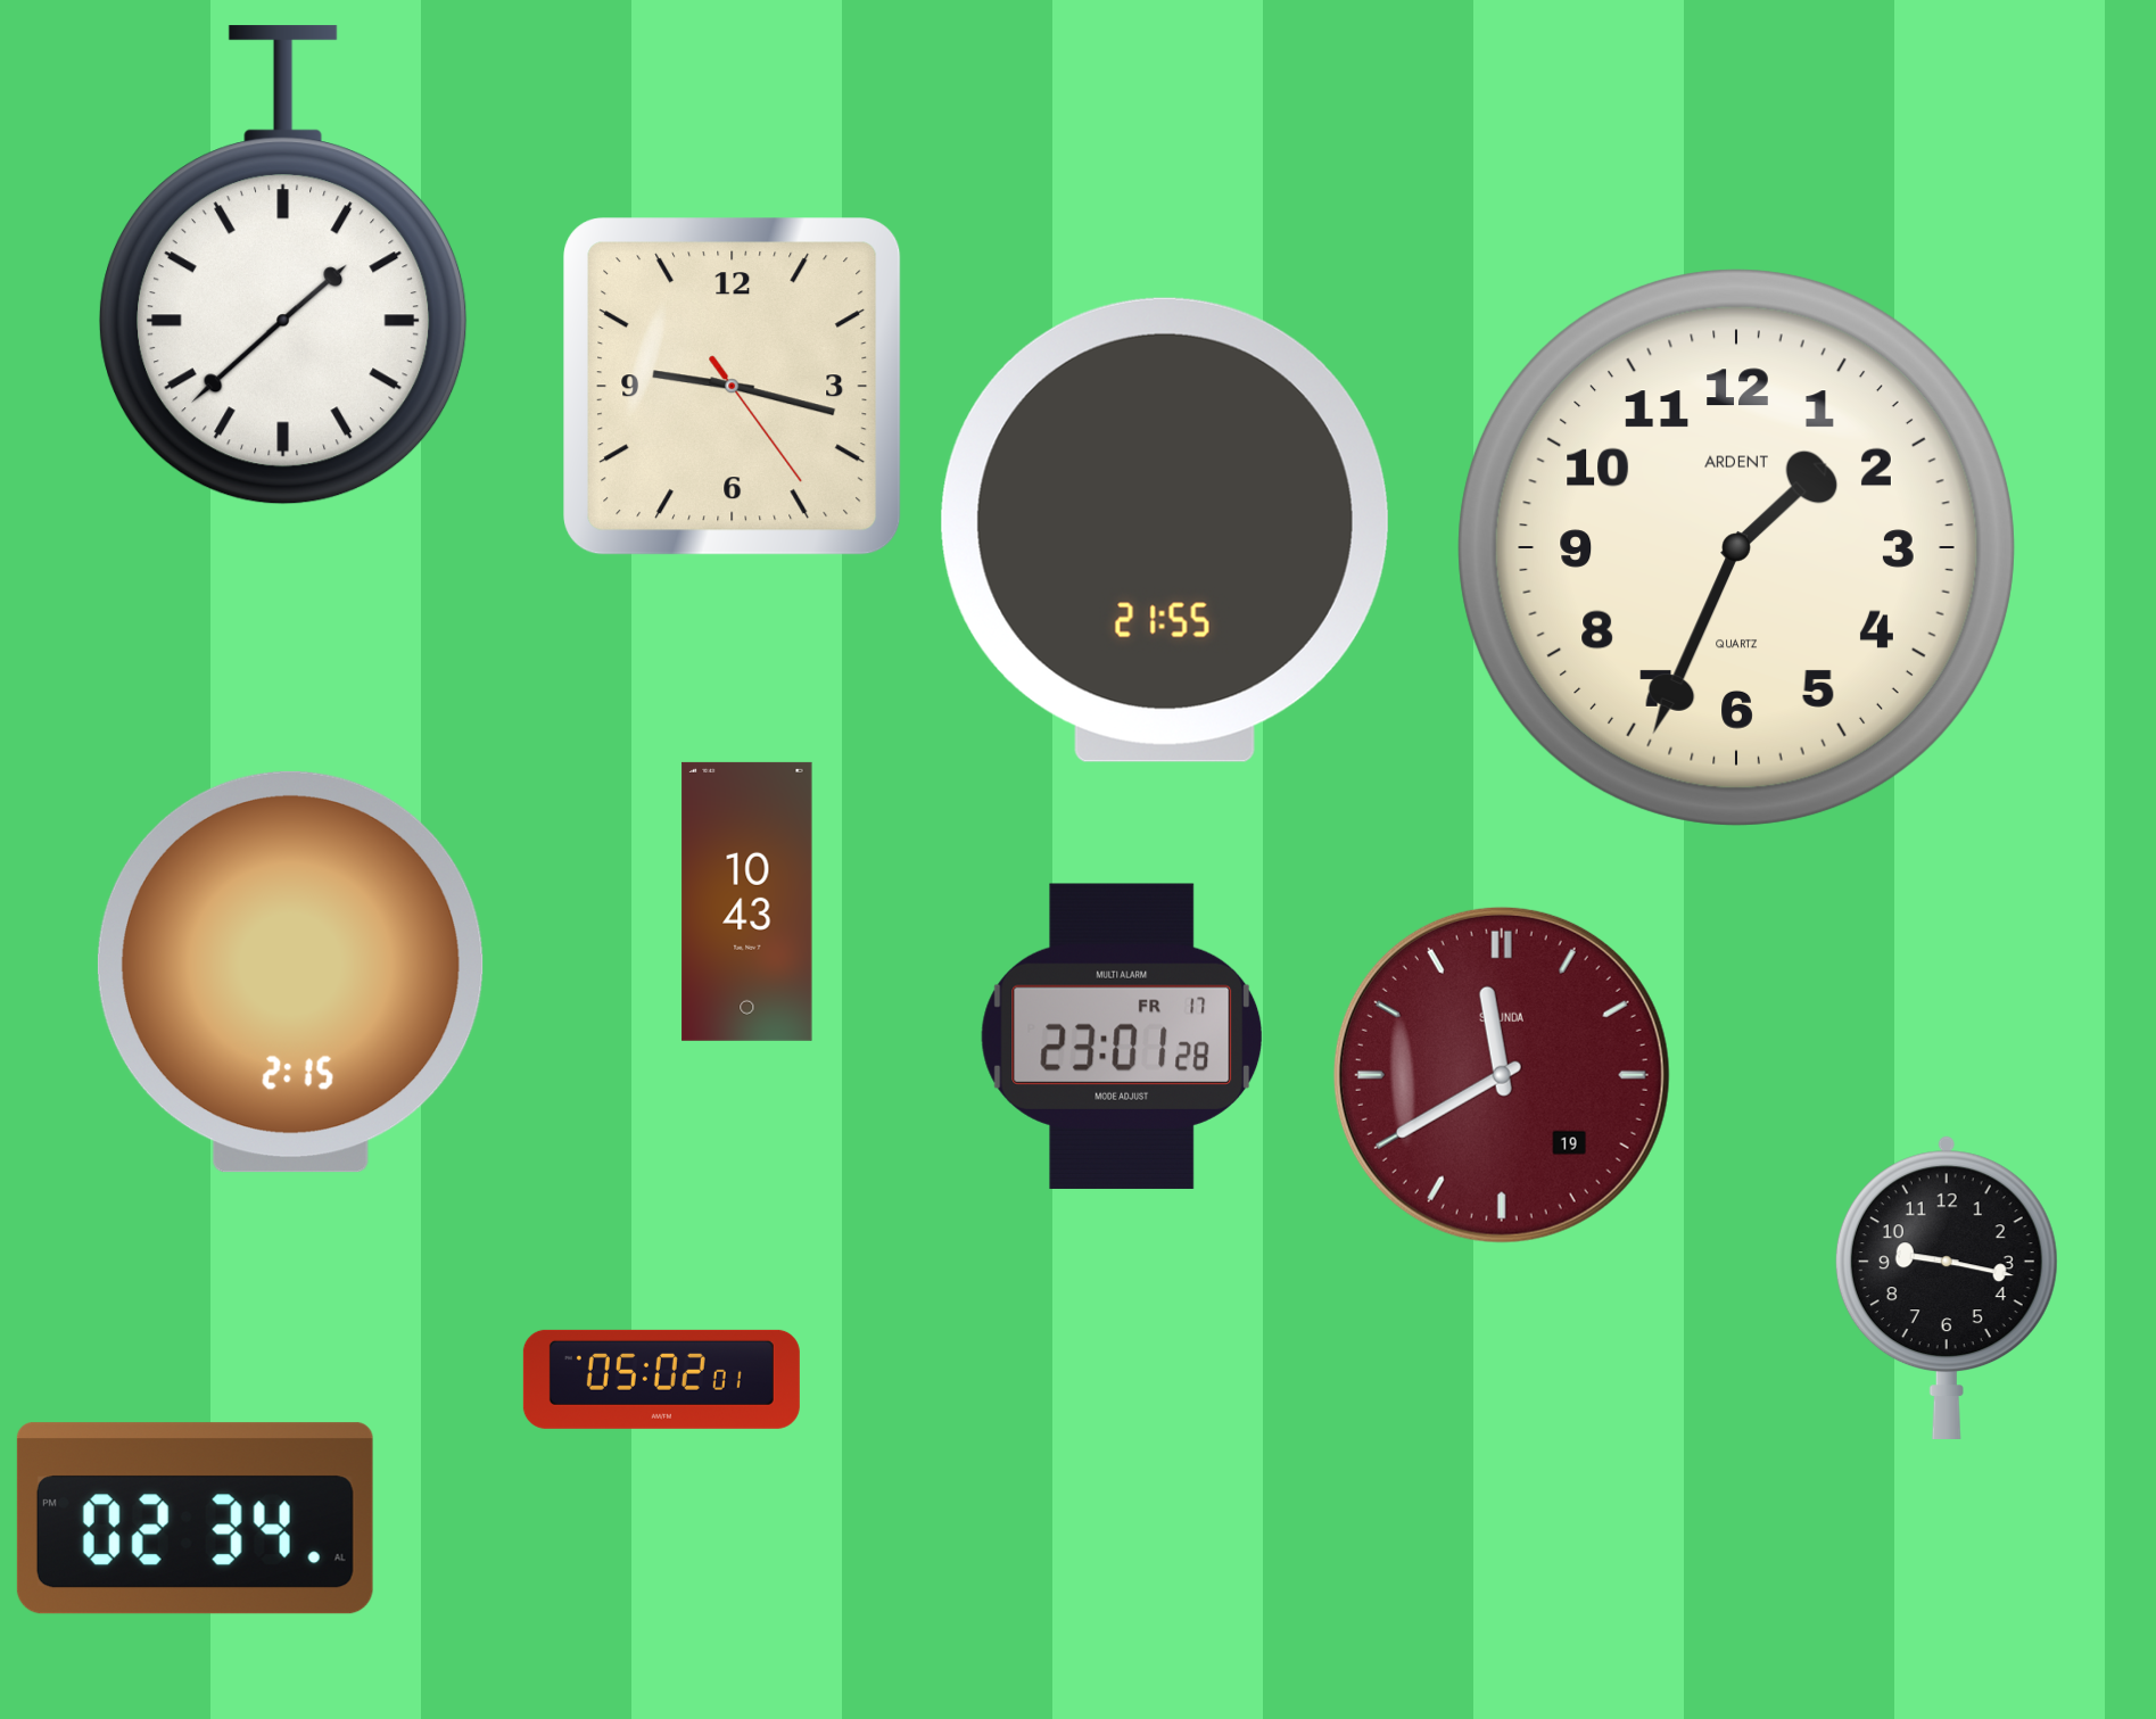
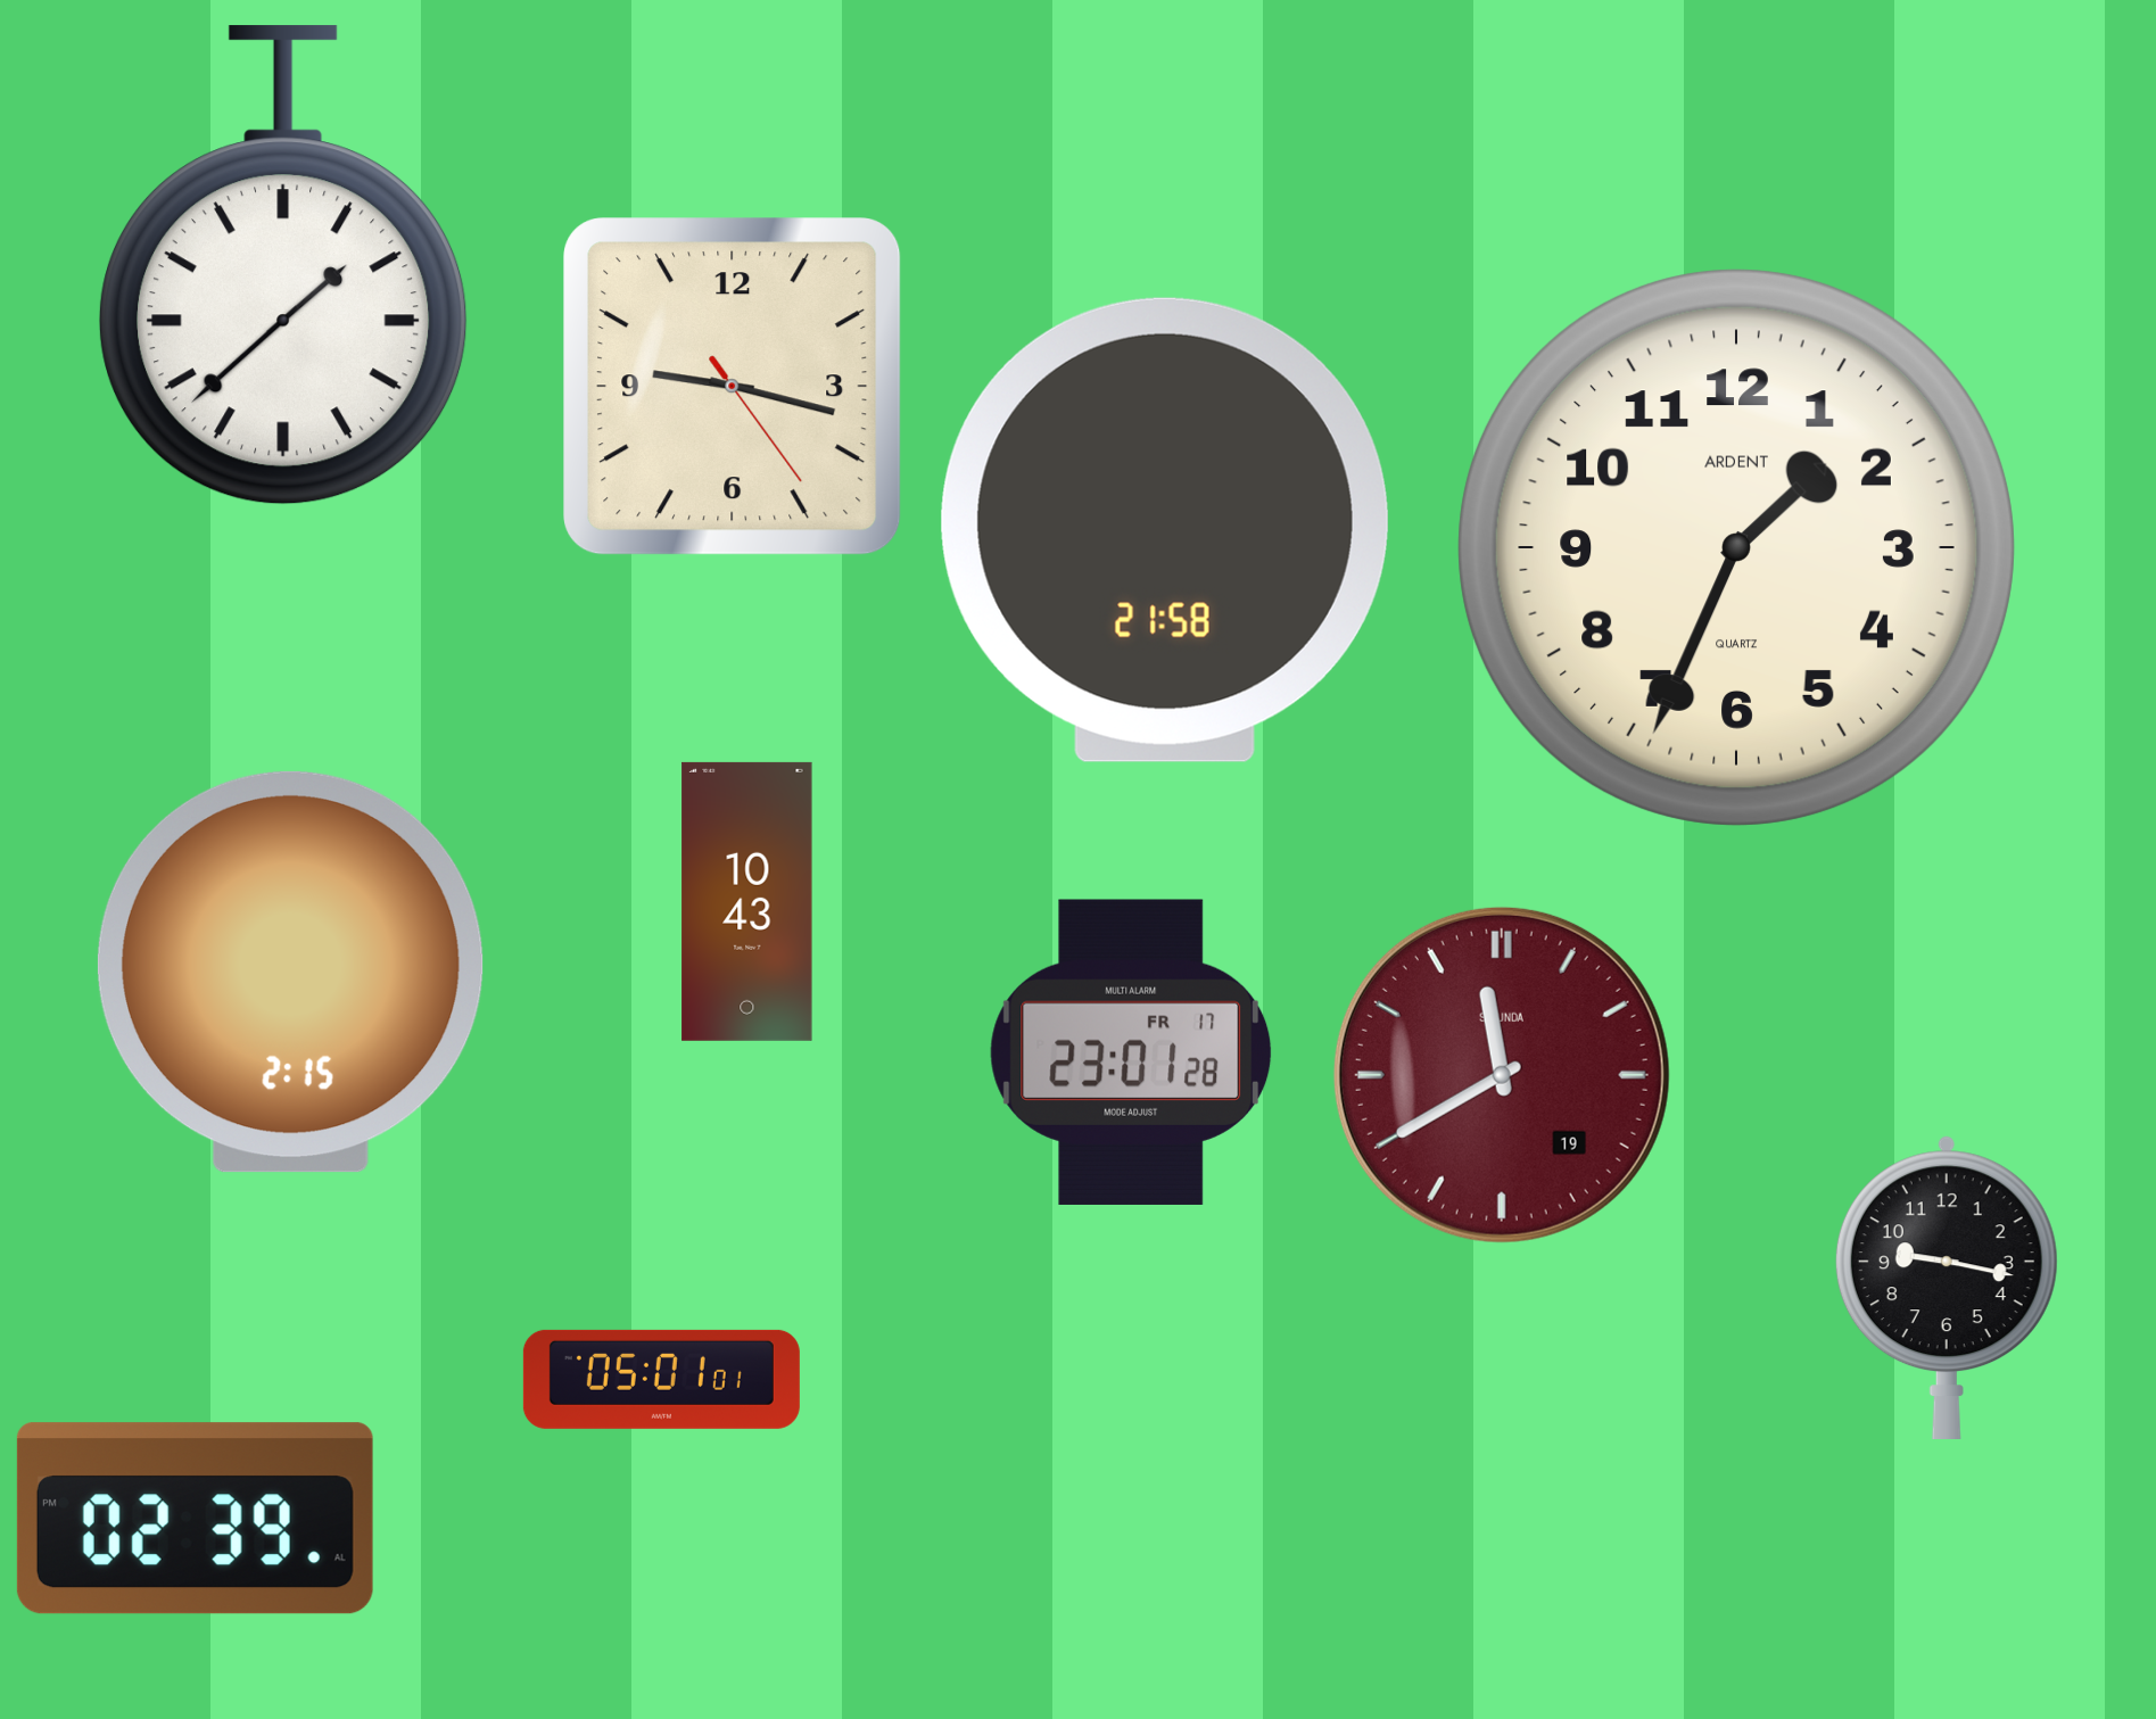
clock at (1165, 530): 21:55 -> 21:58
clock at (1122, 1036) position: (1122, 1036) -> (1131, 1052)
clock at (661, 1379): 05:02 -> 05:01
clock at (195, 1519): 02:34 -> 02:39
